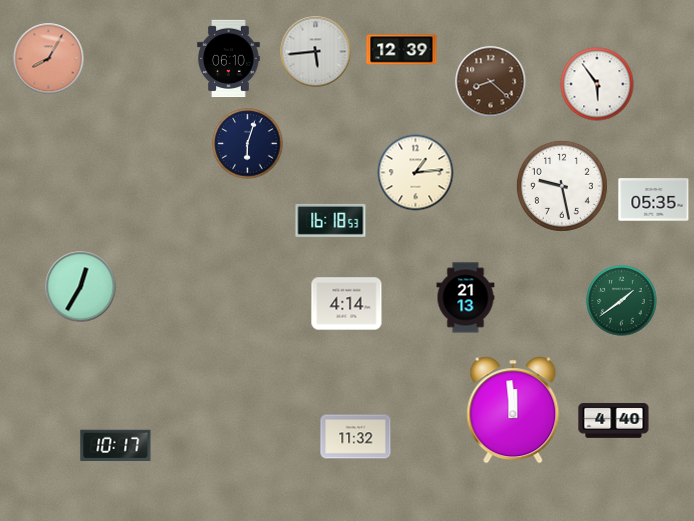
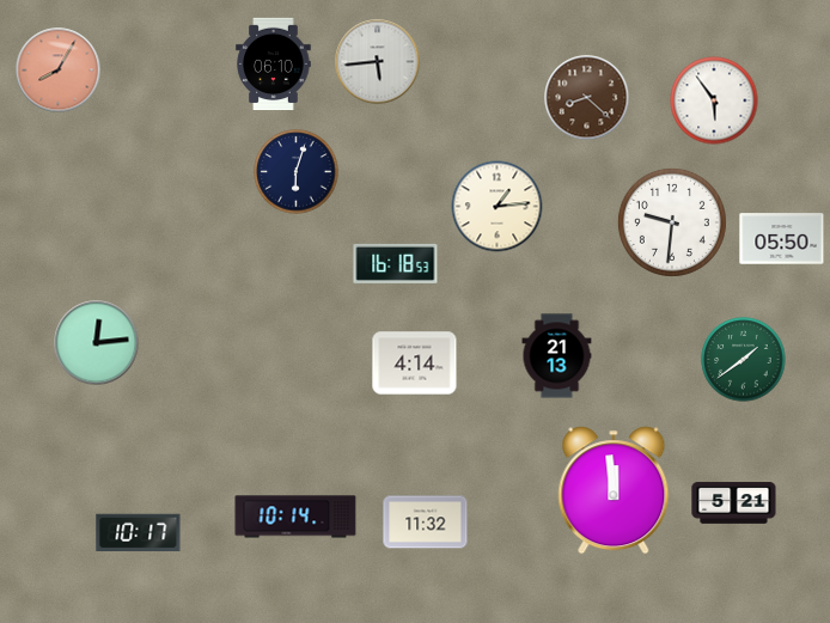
clock at (402, 50): 12:39 -> none
clock at (229, 59) position: (229, 59) -> (274, 65)
clock at (562, 186): 9:28 -> 9:31
clock at (654, 200): 05:35 -> 05:50
clock at (81, 287): 12:35 -> 12:14
clock at (614, 421): 4:40 -> 5:21
clock at (295, 517): none -> 10:14
